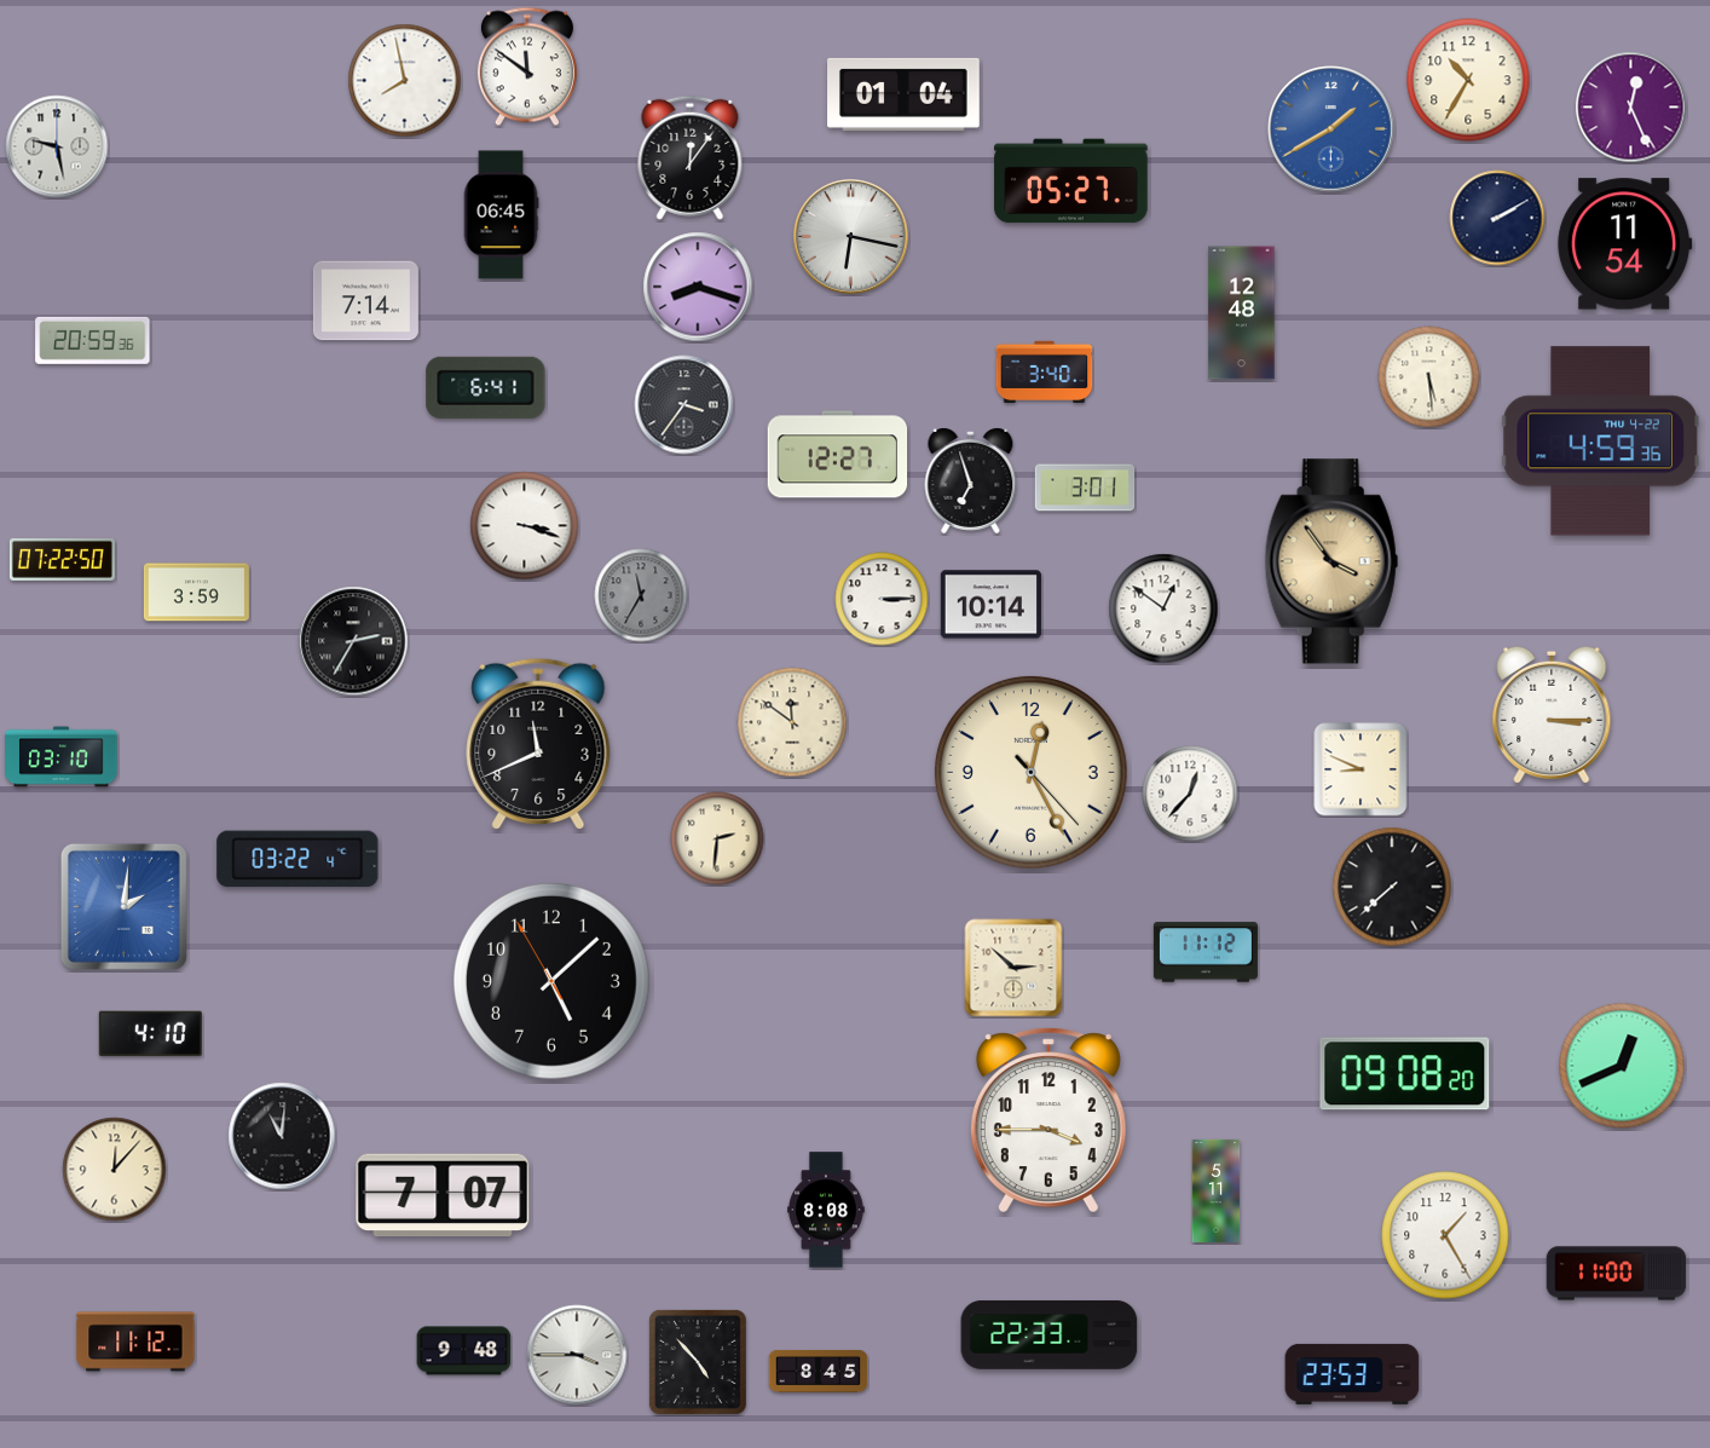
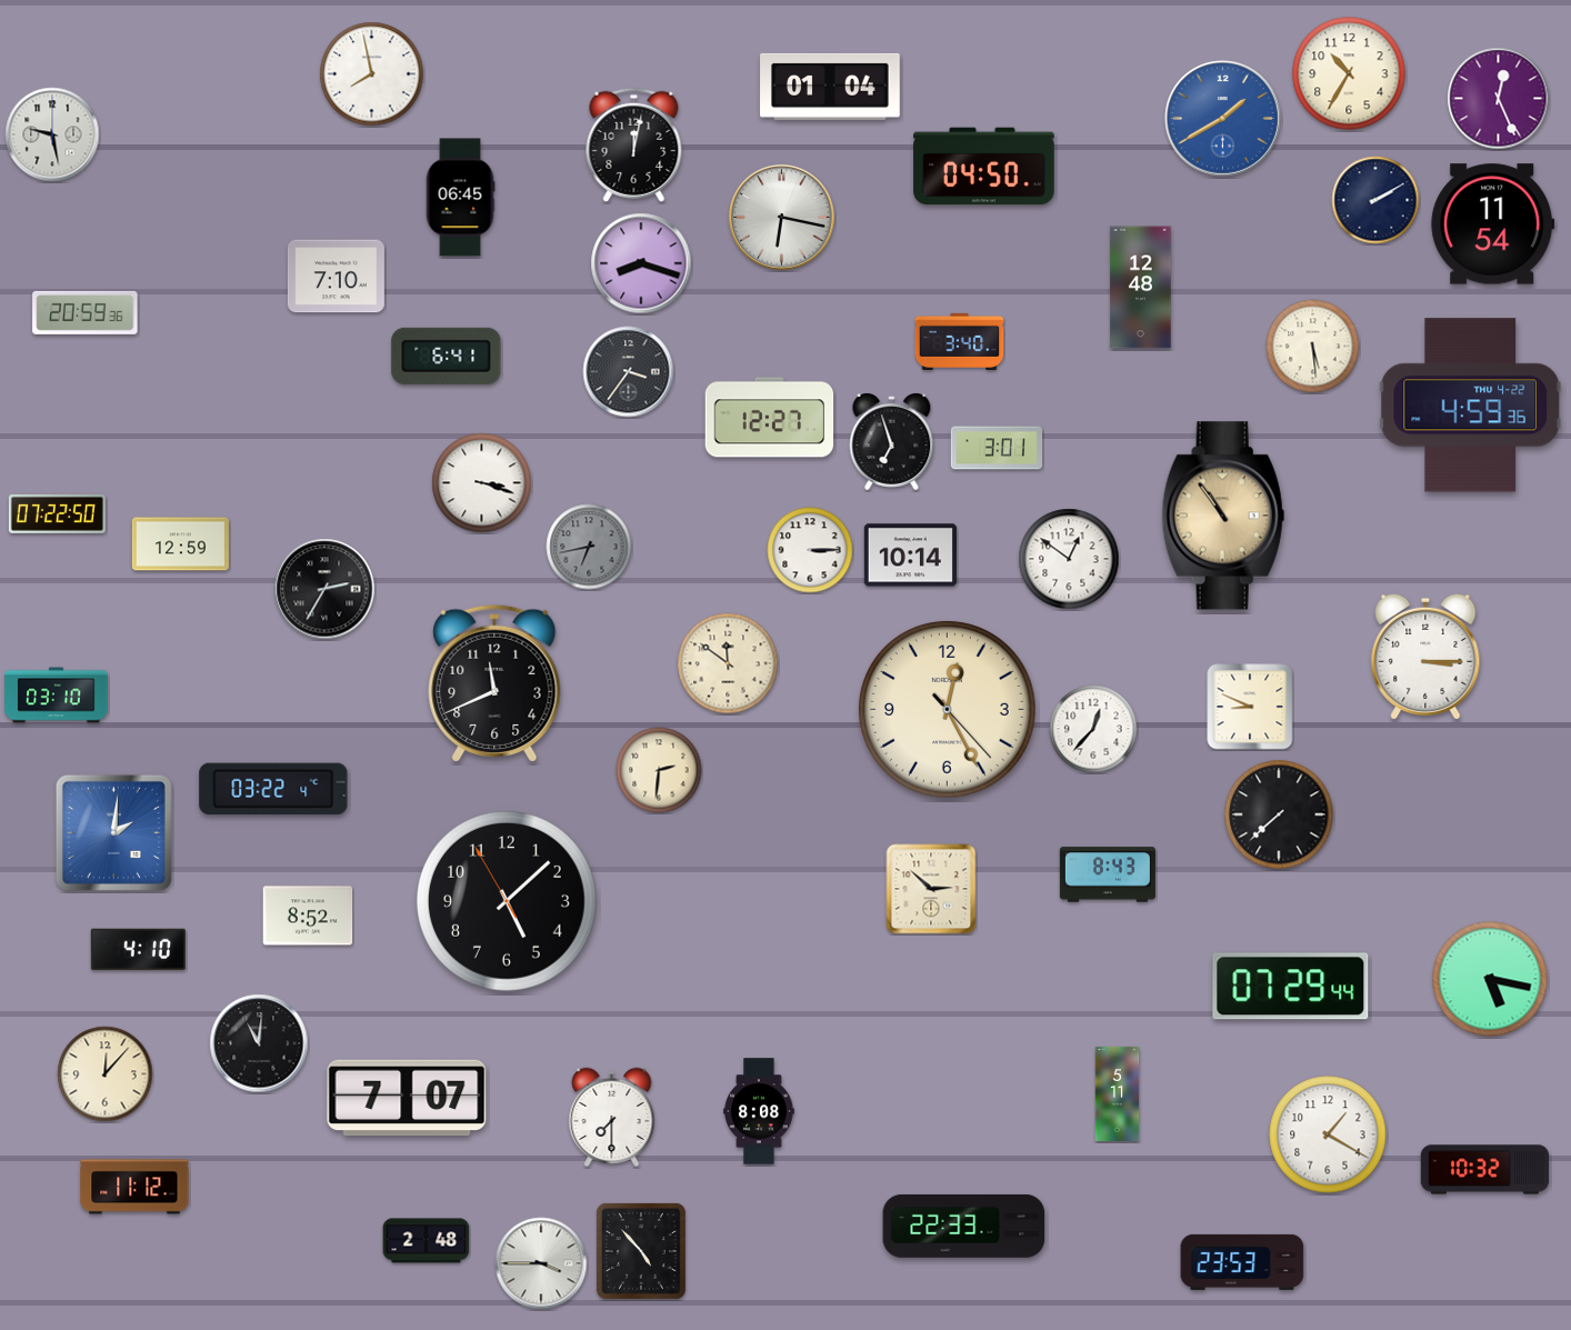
clock at (527, 67): 11:51 -> none
clock at (691, 157): 12:06 -> 12:02
clock at (1071, 181): 05:27 -> 04:50
clock at (365, 301): 7:14 -> 7:10
clock at (1331, 561): 3:54 -> 10:54
clock at (196, 593): 3:59 -> 12:59
clock at (641, 595): 11:35 -> 6:43
clock at (1206, 952): 11:12 -> 8:43
clock at (308, 916): none -> 8:52
clock at (1622, 1066): 12:41 -> 5:17
clock at (1405, 1074): 09:08 -> 07:29
clock at (1048, 1120): 3:45 -> none
clock at (612, 1117): none -> 7:30
clock at (1445, 1235): 1:25 -> 1:20
clock at (1617, 1274): 11:00 -> 10:32
clock at (135, 1342) position: (135, 1342) -> (134, 1187)
clock at (464, 1351): 9:48 -> 2:48
clock at (577, 1355) position: (577, 1355) -> (541, 1263)
clock at (819, 1372): 8:45 -> none
